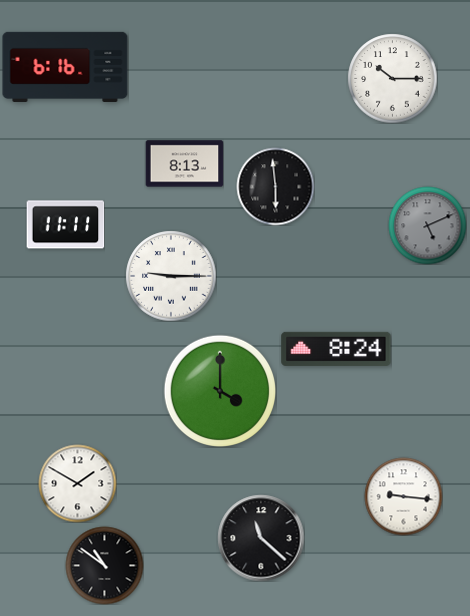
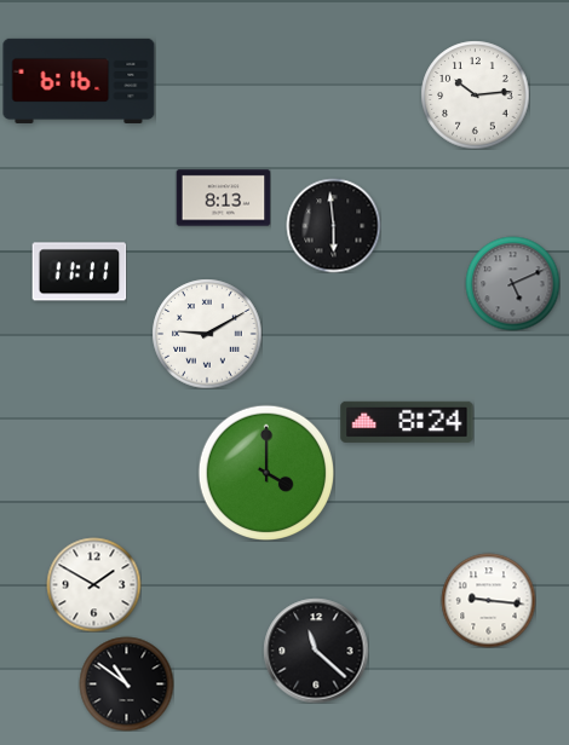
clock at (392, 78): 10:15 -> 10:14
clock at (427, 225) position: (427, 225) -> (512, 283)
clock at (171, 276): 9:15 -> 9:10
